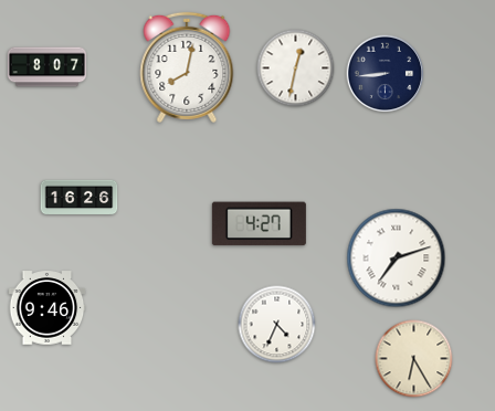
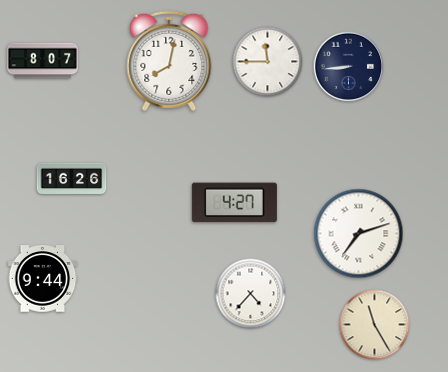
clock at (296, 68): 12:32 -> 11:45
clock at (48, 308): 9:46 -> 9:44
clock at (277, 325): 4:34 -> 4:37
clock at (414, 359): 6:25 -> 11:25
